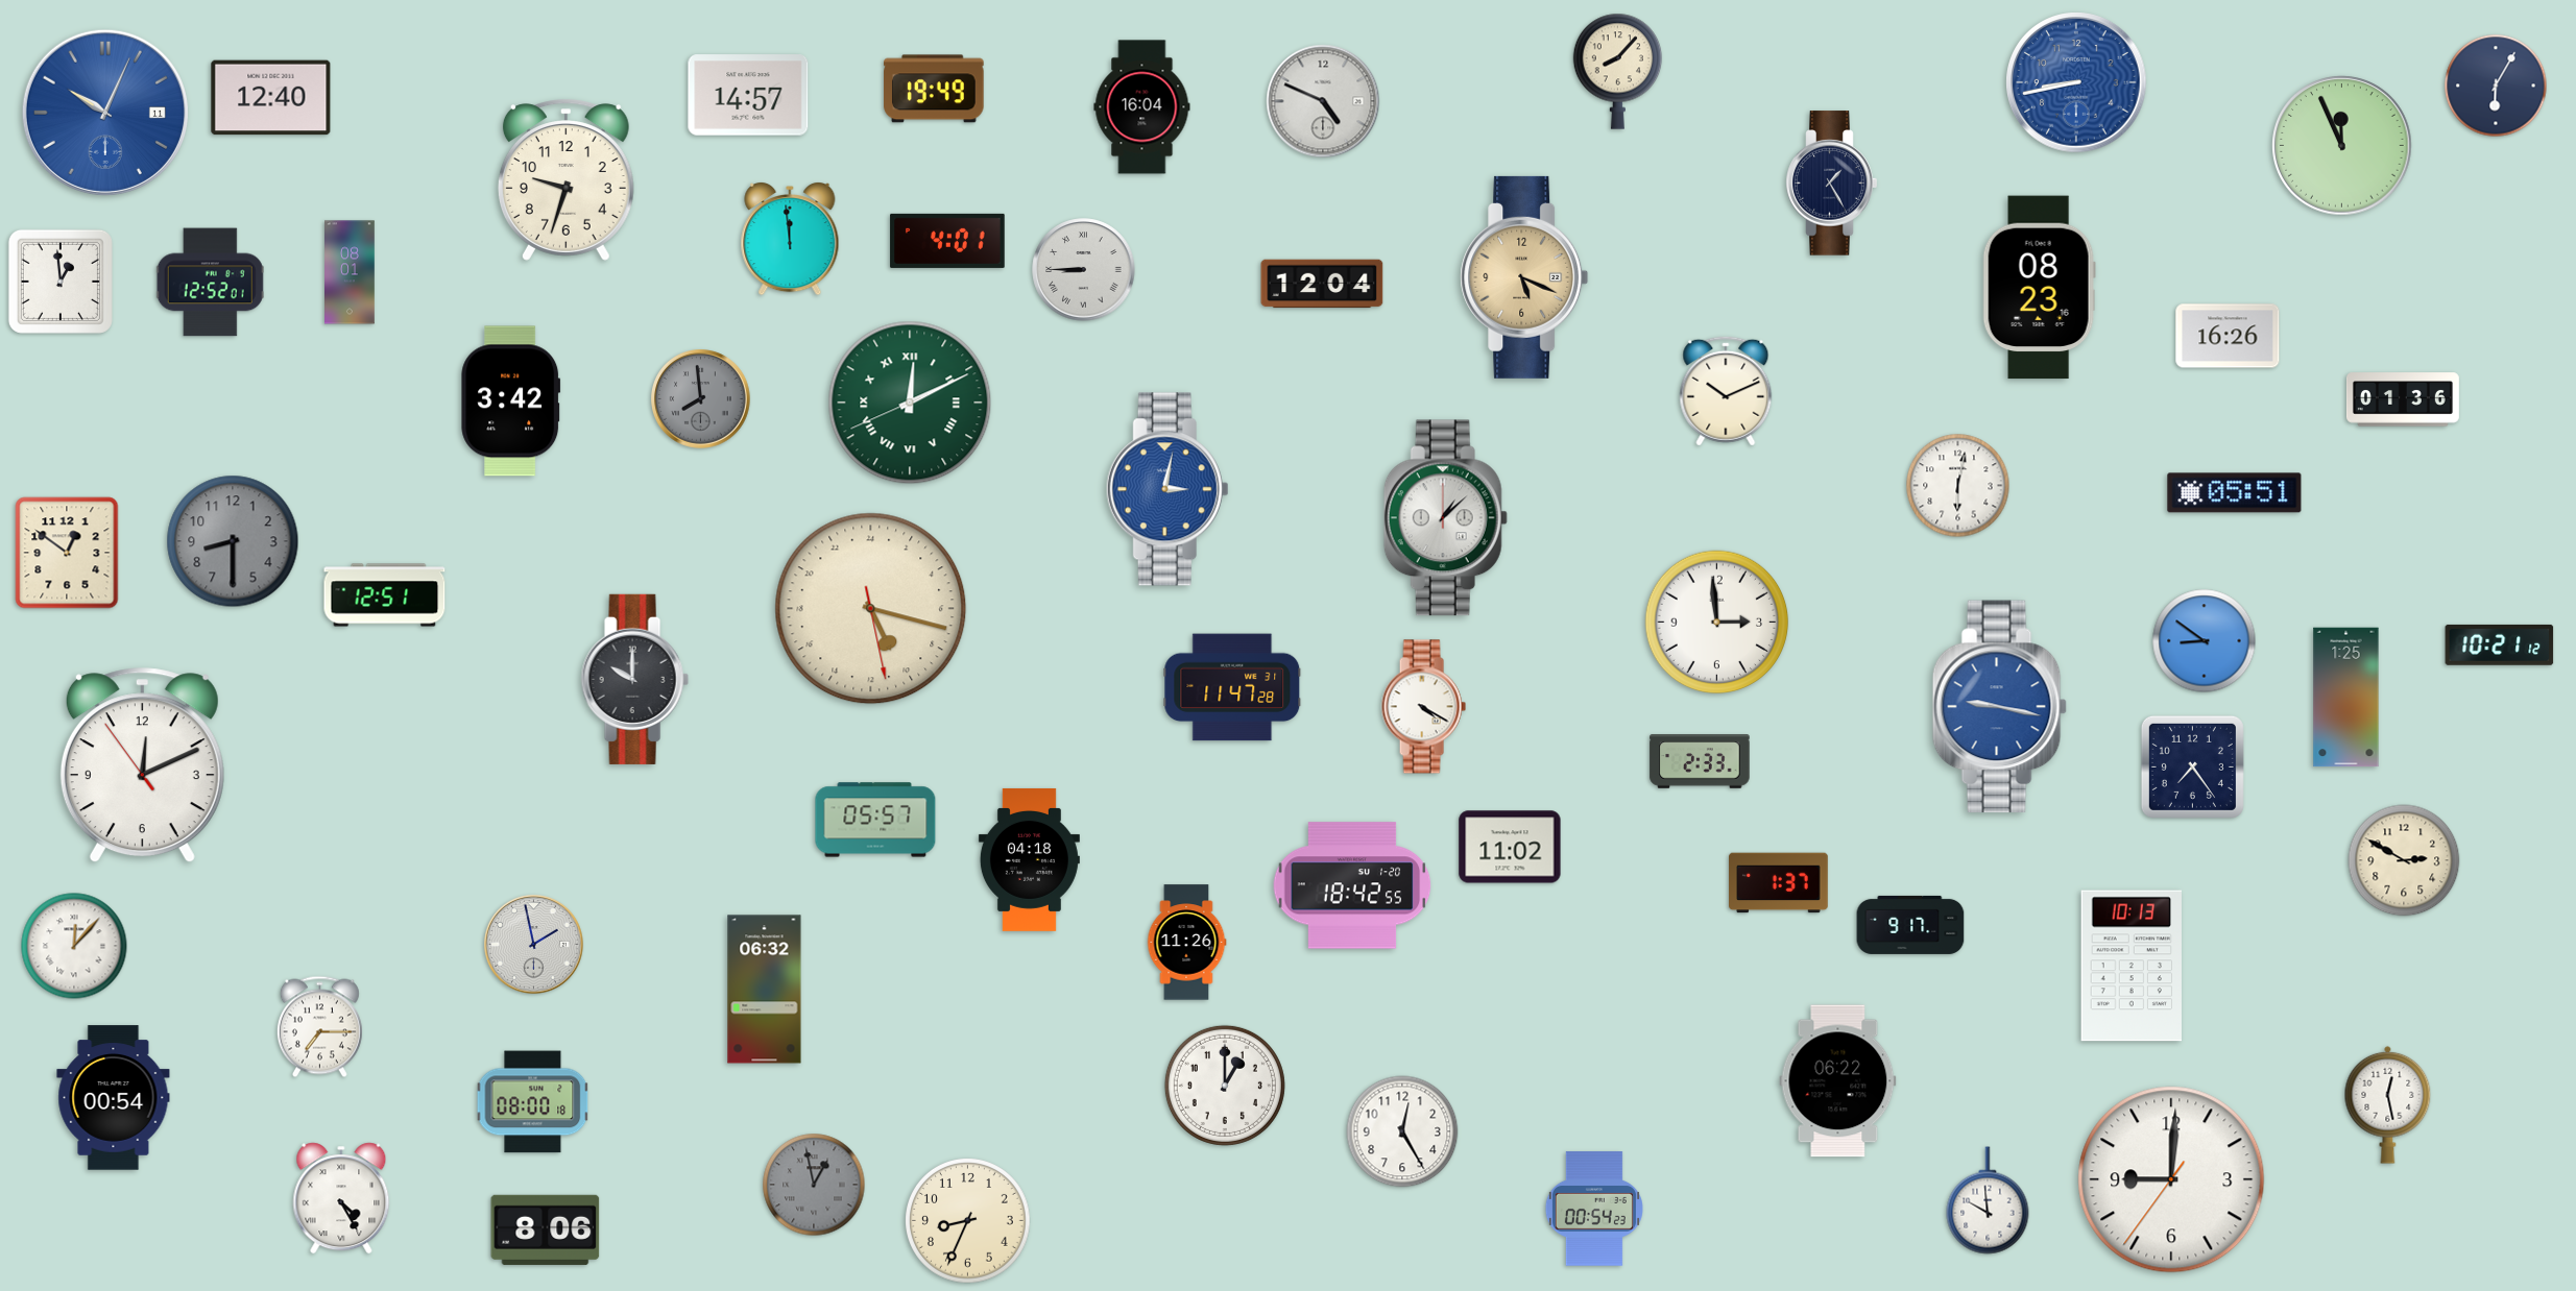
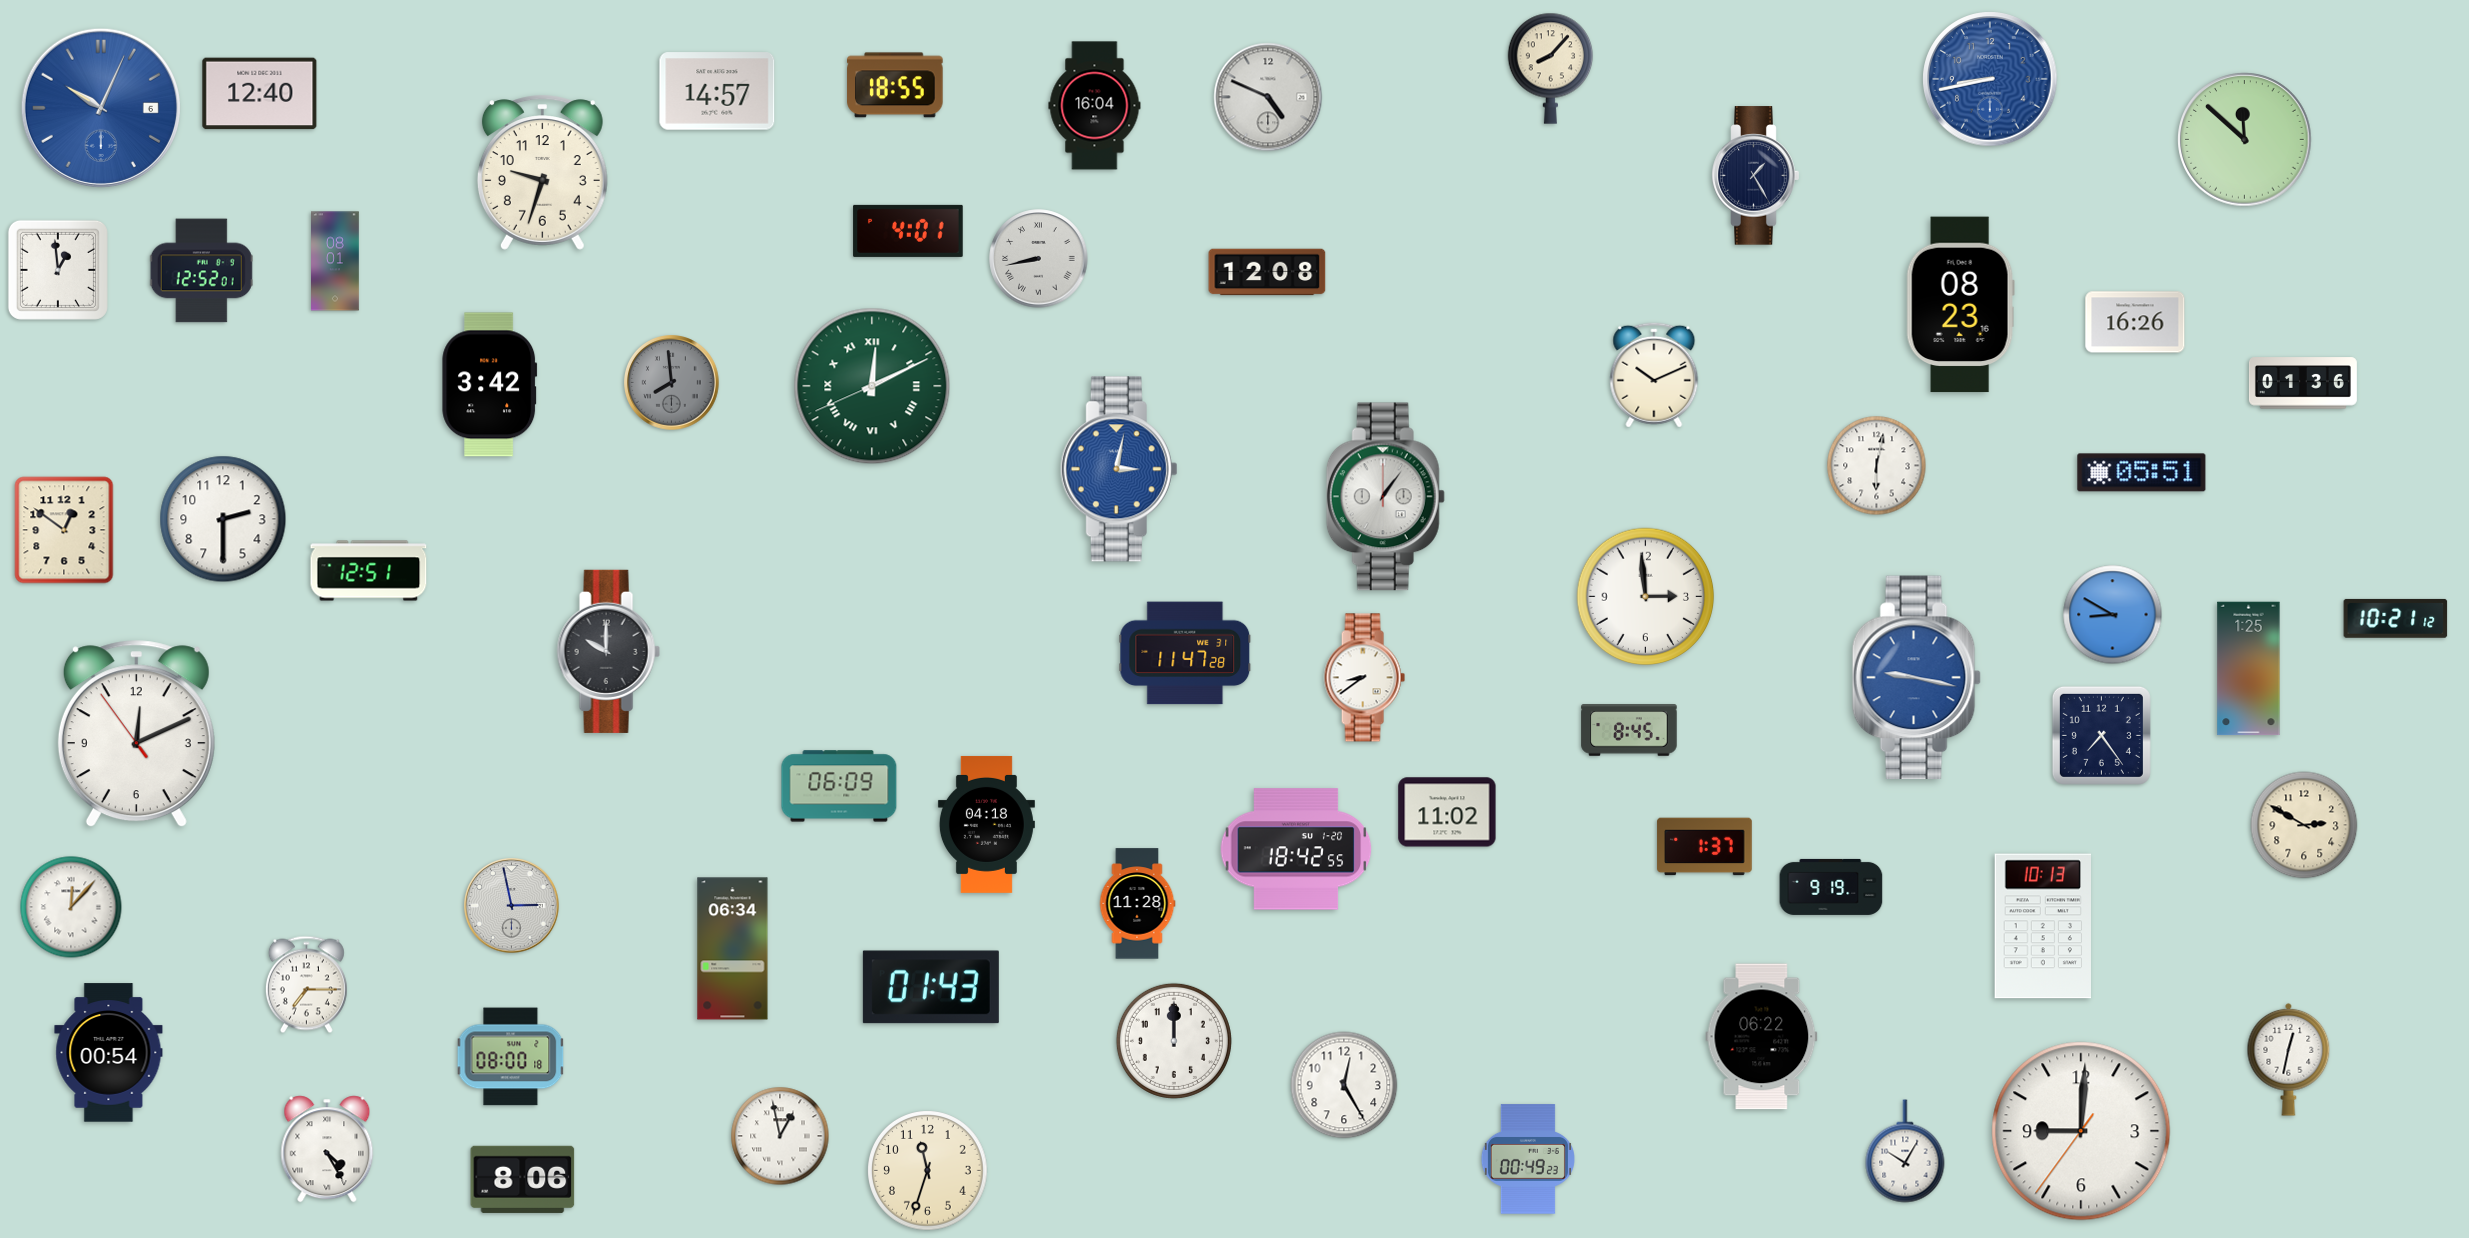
clock at (2496, 86): 6:05 -> none
clock at (934, 89): 19:49 -> 18:55
clock at (1142, 107) position: (1142, 107) -> (1095, 106)
clock at (105, 113) date: 11 -> 6
clock at (2342, 146): 11:56 -> 11:52
clock at (790, 239): 11:59 -> none
clock at (1084, 270): 8:45 -> 8:43
clock at (1524, 277): 5:19 -> none
clock at (1322, 284): 12:04 -> 12:08
clock at (2039, 288) position: (2039, 288) -> (1960, 305)
clock at (1445, 518): 1:08 -> 1:06
clock at (233, 541): 8:30 -> 2:30
clock at (233, 541) dial: grey -> white
clock at (871, 609): 10:17 -> none
clock at (2205, 641): 8:51 -> 8:50
clock at (1232, 687) position: (1232, 687) -> (1185, 653)
clock at (1423, 707): 4:20 -> 8:39
clock at (1700, 761): 2:33 -> 8:45
clock at (875, 820): 05:57 -> 06:09
clock at (1910, 925): 9:17 -> 9:19
clock at (1186, 943): 11:26 -> 11:28
clock at (534, 945): 1:58 -> 2:58
clock at (765, 990): 06:32 -> 06:34
clock at (931, 987): none -> 01:43
clock at (1225, 1086): 1:00 -> 12:00
clock at (2388, 1104): 12:28 -> 12:32
clock at (814, 1185) dial: grey -> white
clock at (1988, 1200): 9:59 -> 10:05
clock at (1594, 1209): 00:54 -> 00:49
clock at (968, 1221): 8:34 -> 11:33
